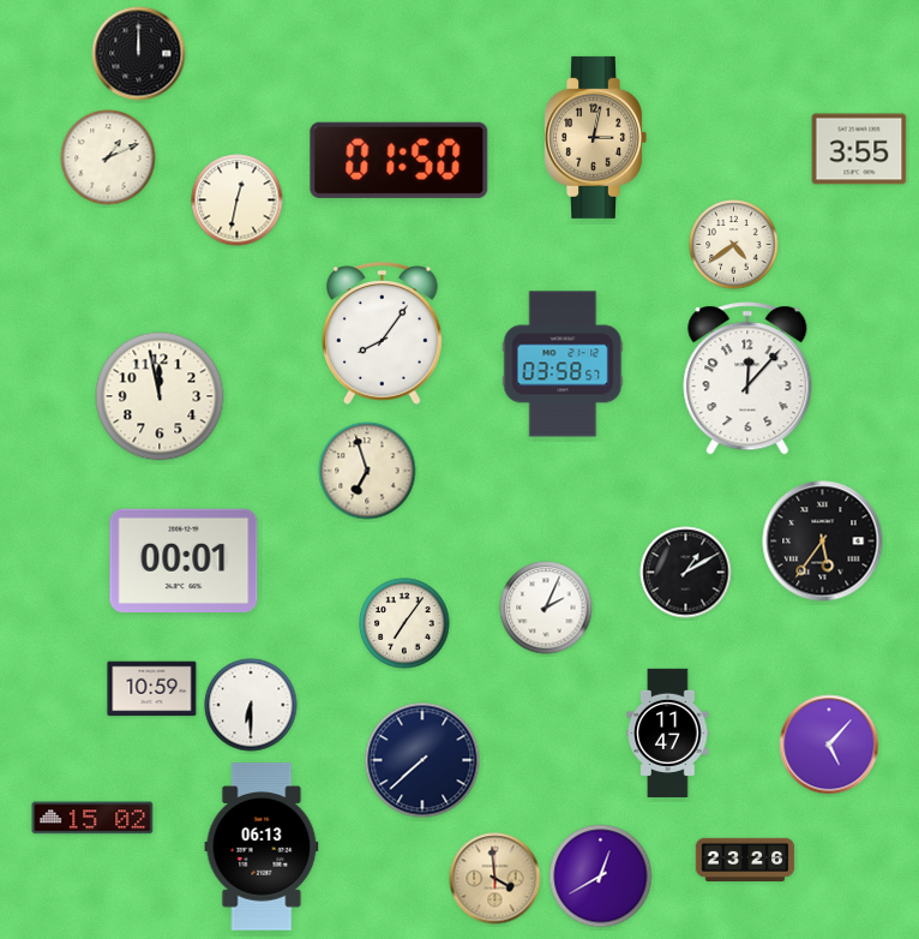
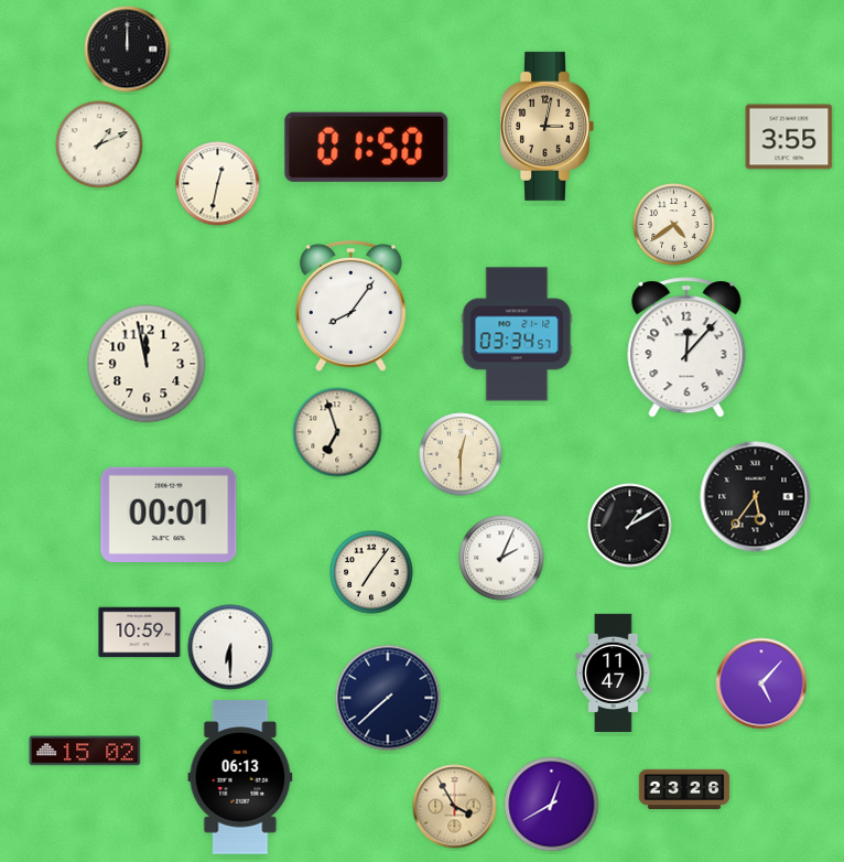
clock at (563, 364): 03:58 -> 03:34
clock at (461, 454): none -> 12:30
clock at (495, 879): 3:59 -> 3:55
